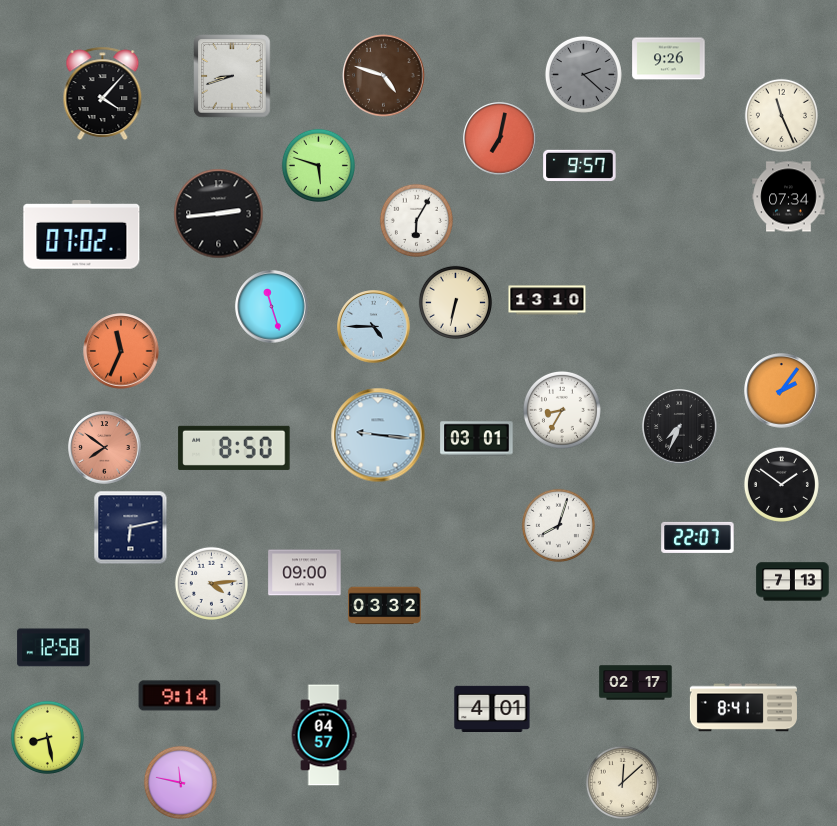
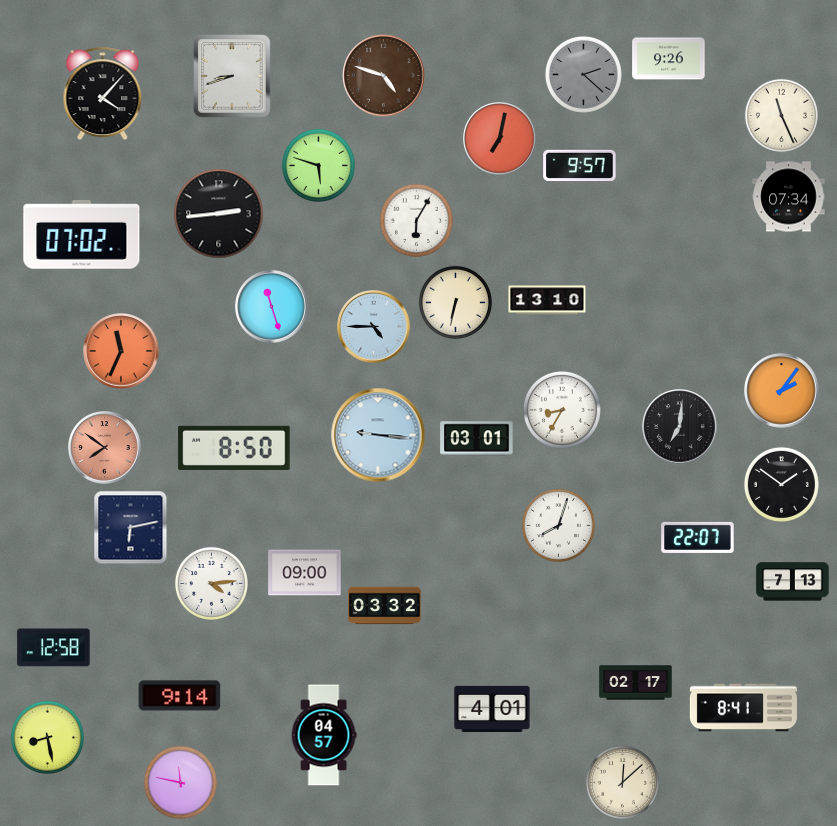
clock at (680, 427): 7:34 -> 7:01
